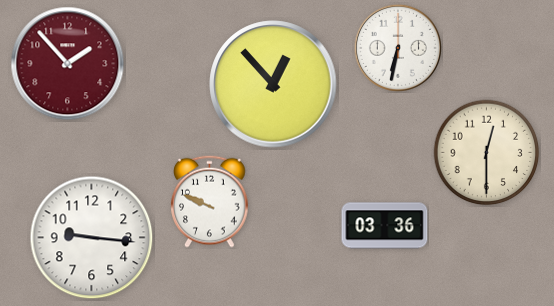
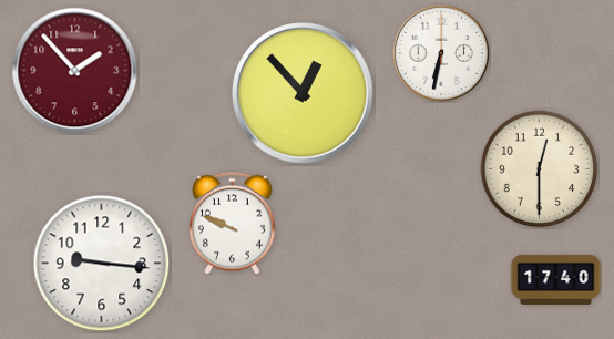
clock at (385, 226): 03:36 -> none
clock at (556, 279): none -> 17:40
